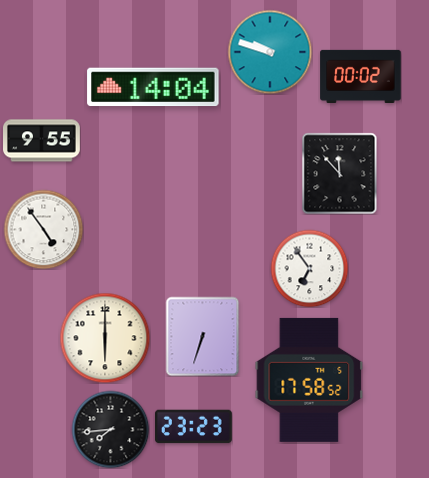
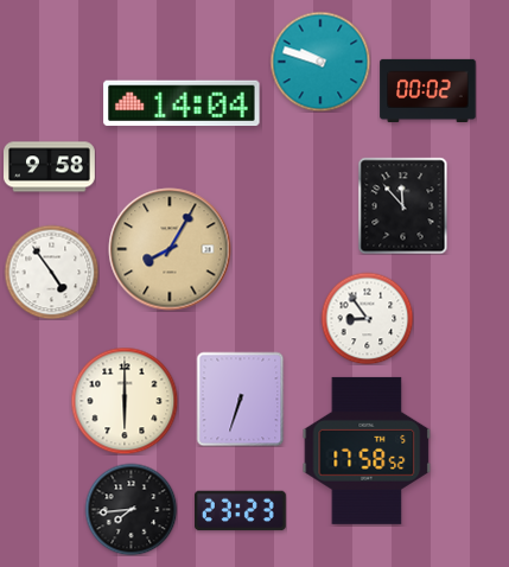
clock at (42, 141): 9:55 -> 9:58
clock at (170, 249): none -> 8:05
clock at (309, 268): 6:54 -> 8:54
clock at (194, 427) position: (194, 427) -> (241, 511)
